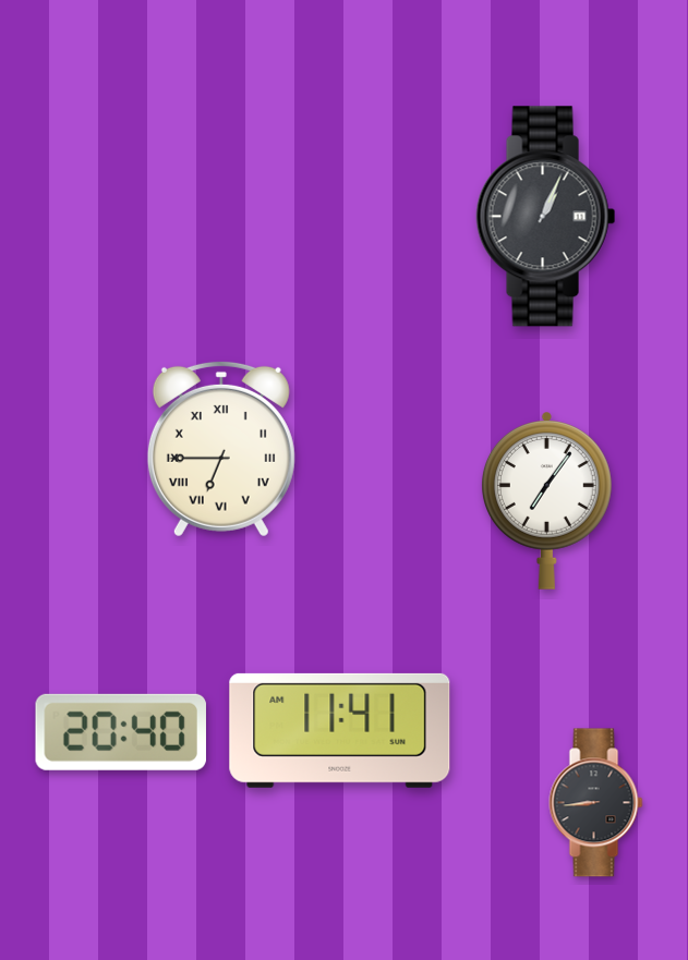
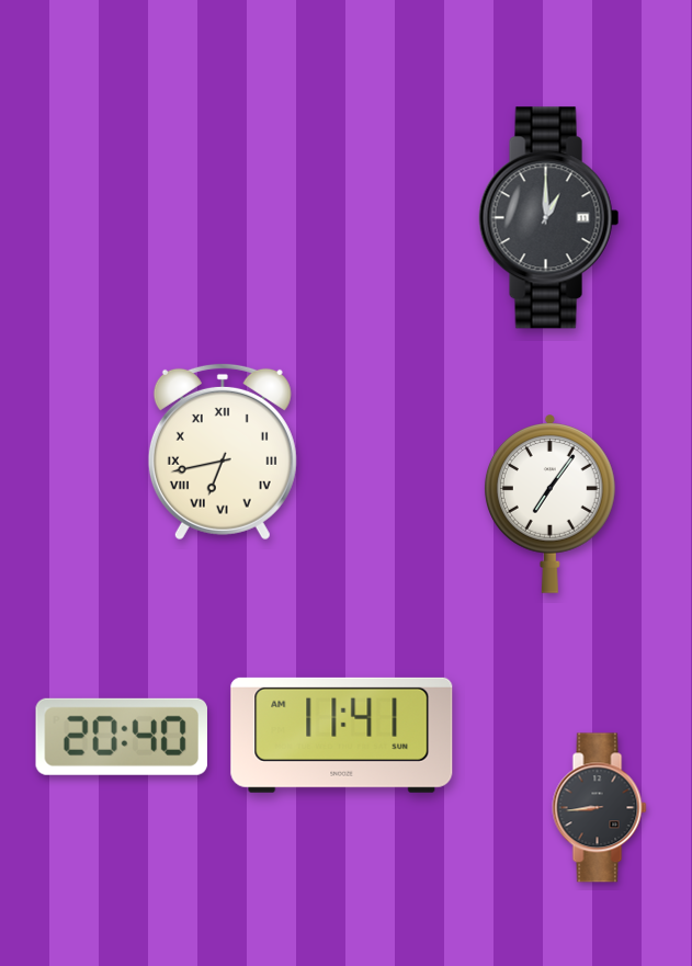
clock at (546, 217): 1:04 -> 1:00
clock at (221, 449): 6:45 -> 6:43
